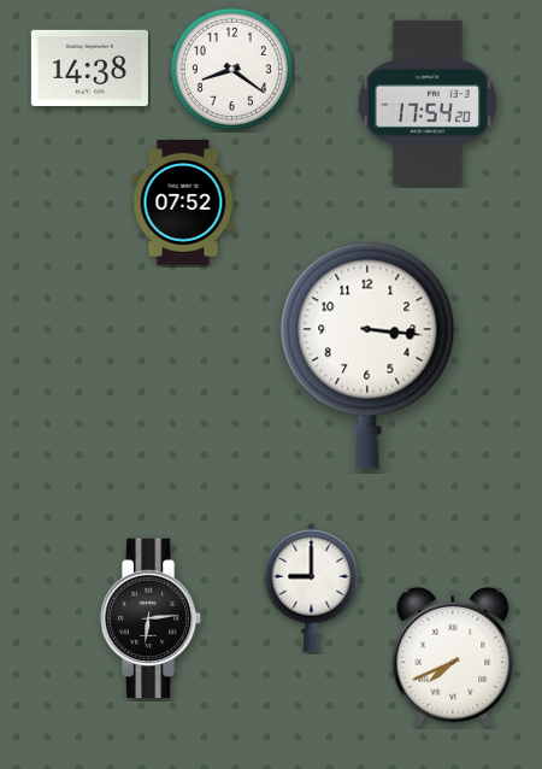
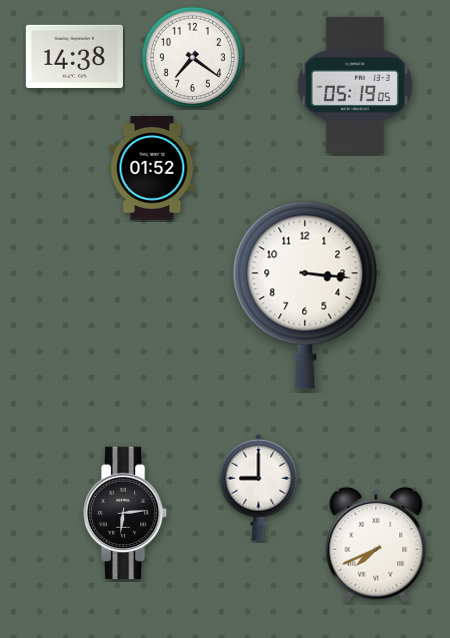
clock at (231, 69): 8:21 -> 7:21
clock at (428, 102): 17:54 -> 05:19
clock at (183, 204): 07:52 -> 01:52
